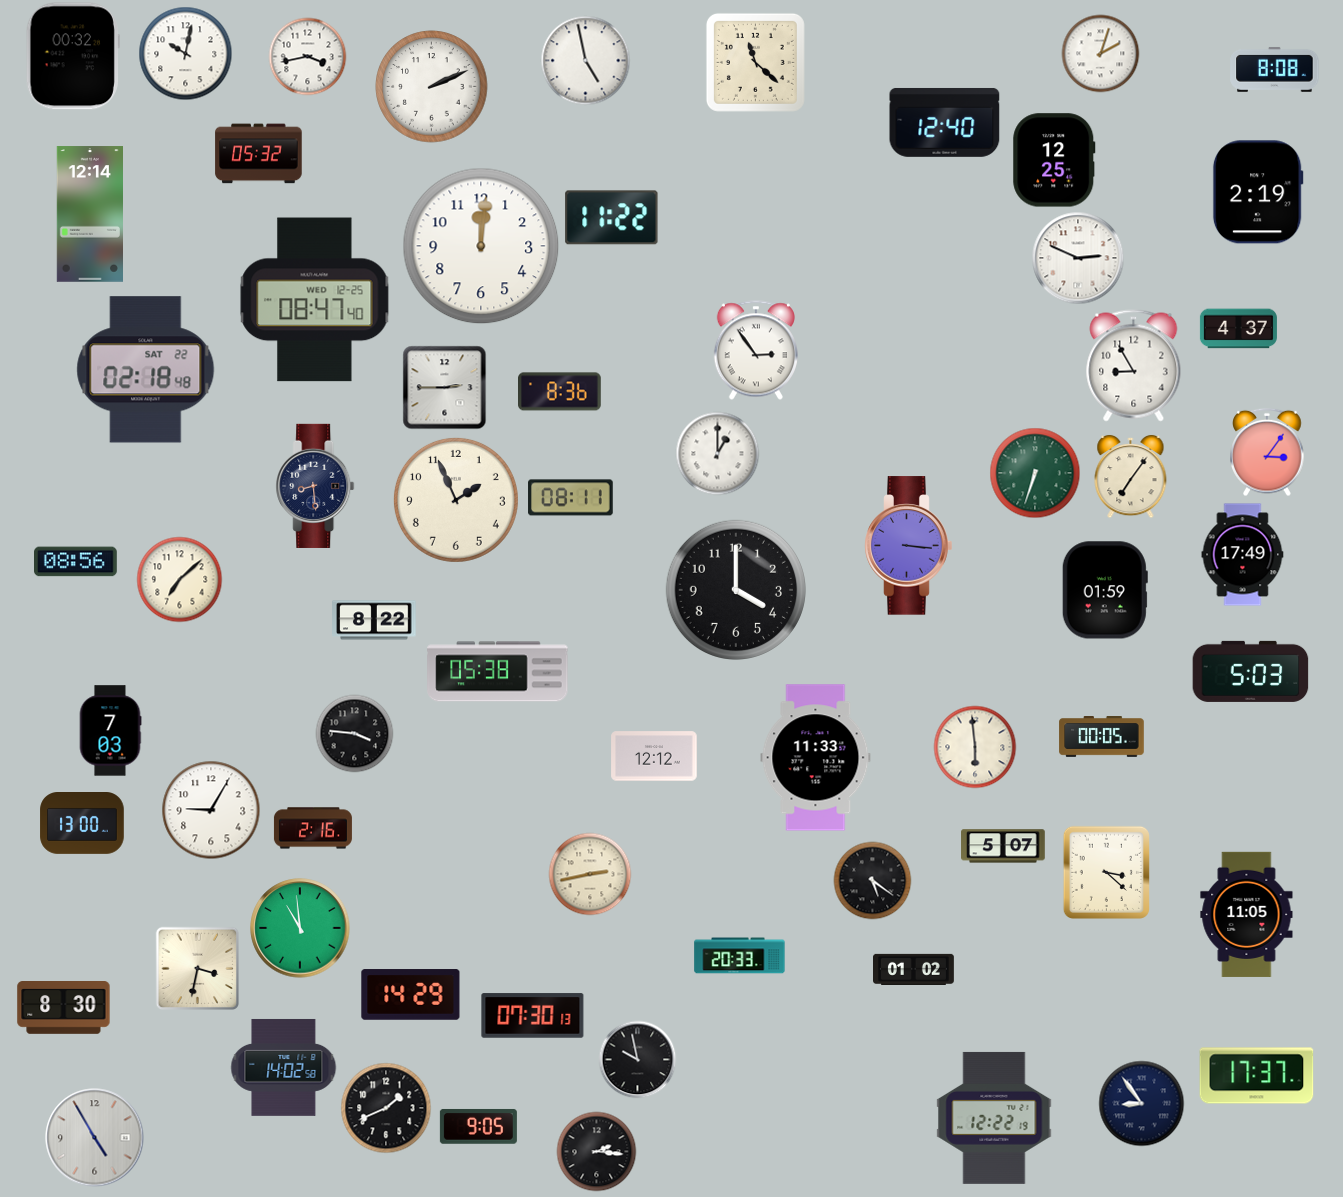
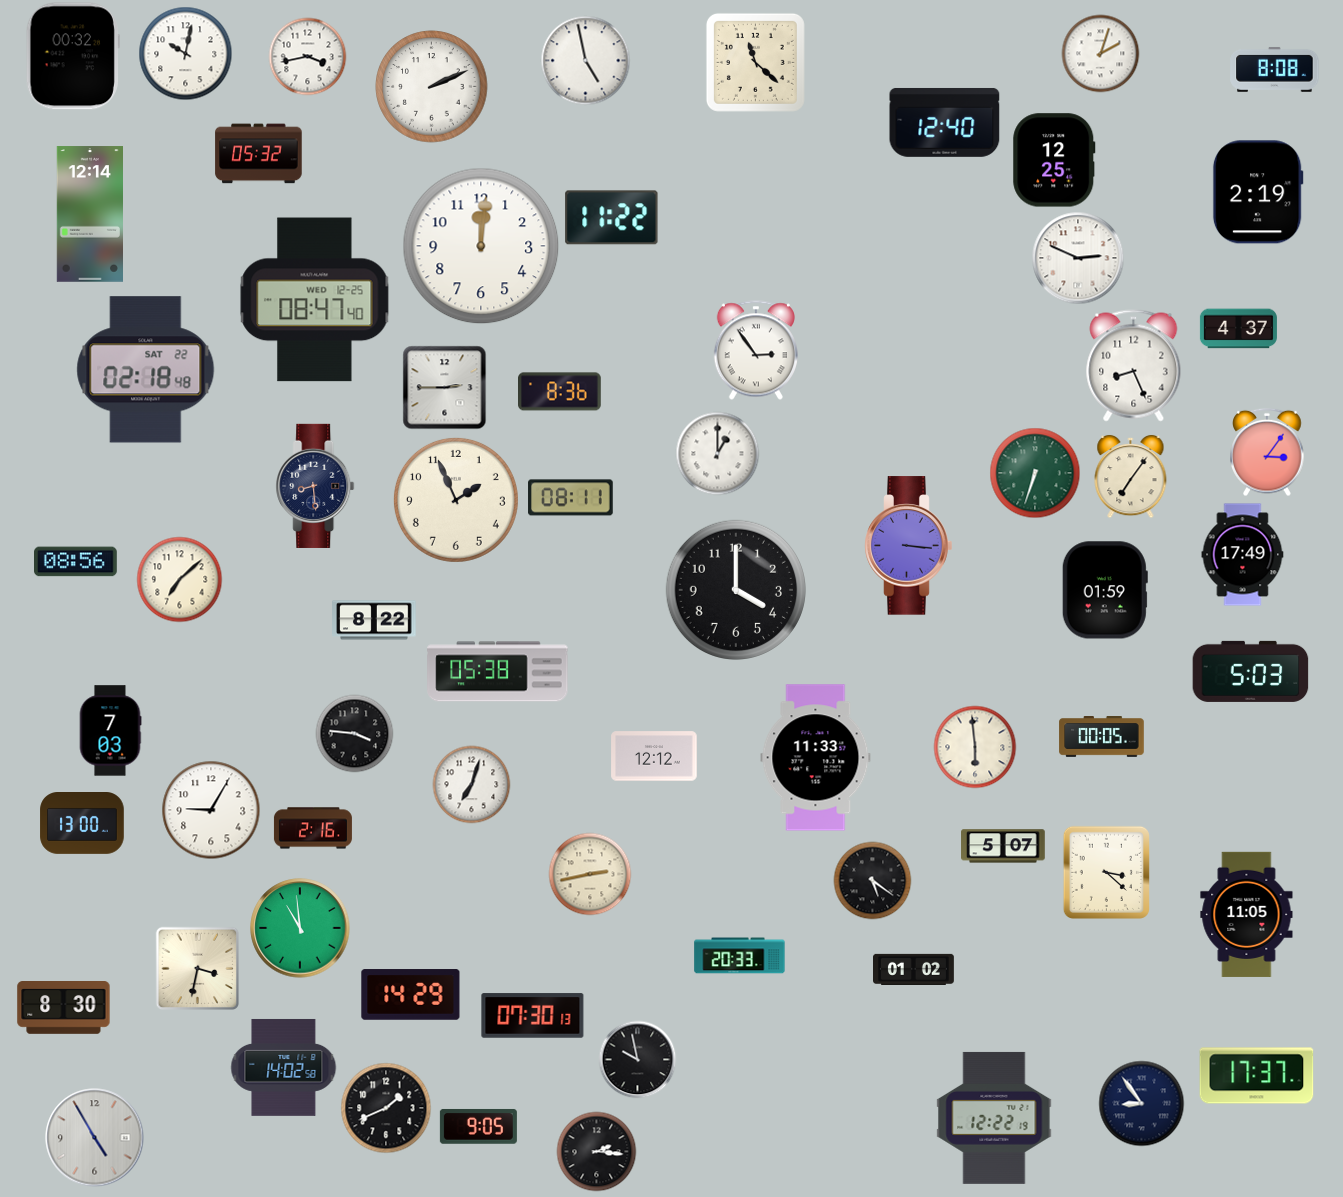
clock at (1134, 366): 8:55 -> 8:26
clock at (471, 784): none -> 7:03
